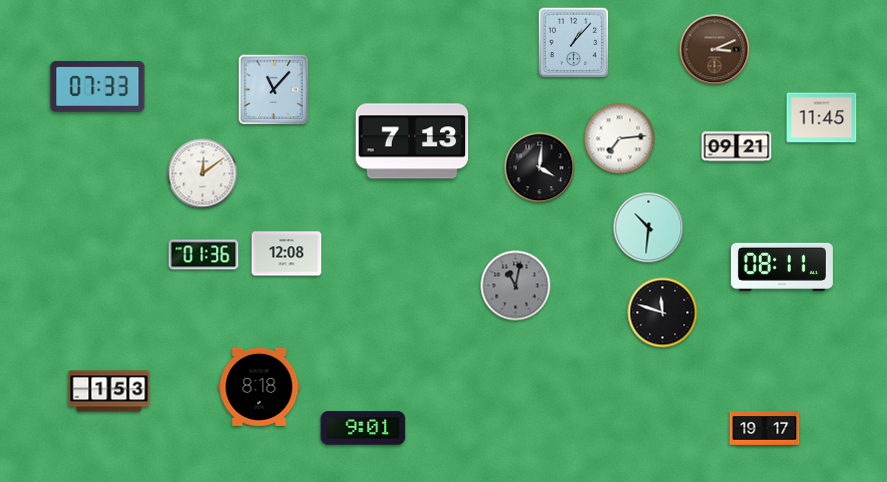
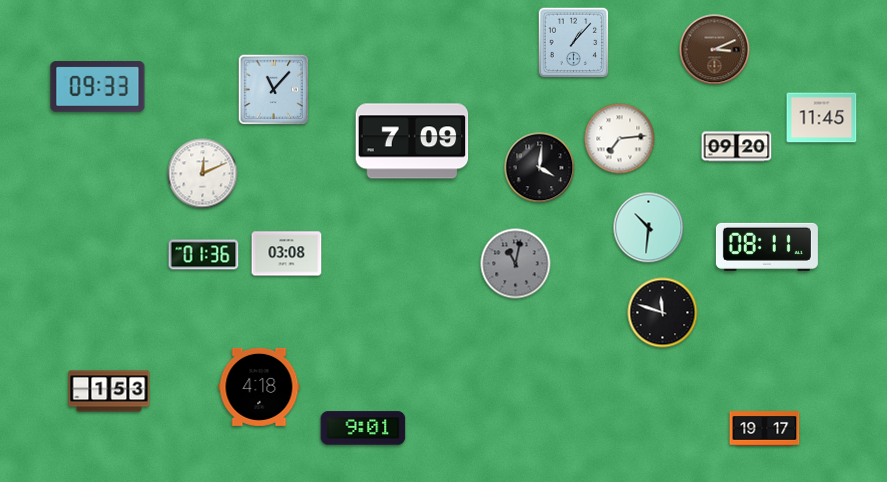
clock at (98, 87): 07:33 -> 09:33
clock at (412, 141): 7:13 -> 7:09
clock at (737, 147): 09:21 -> 09:20
clock at (203, 174): 12:09 -> 12:11
clock at (287, 254): 12:08 -> 03:08
clock at (782, 267) position: (782, 267) -> (767, 247)
clock at (516, 286) position: (516, 286) -> (516, 264)
clock at (259, 387): 8:18 -> 4:18
